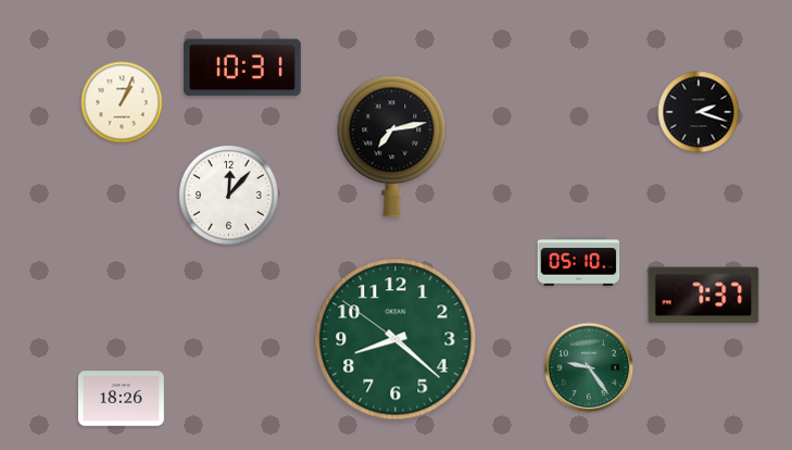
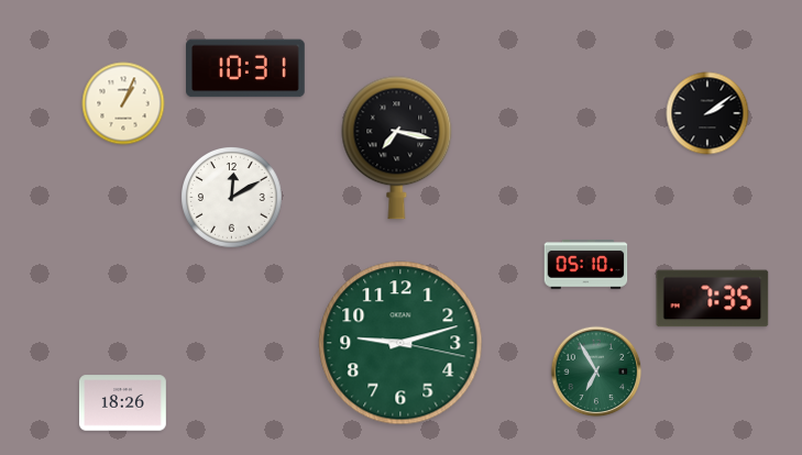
clock at (699, 112): 2:18 -> 2:09
clock at (392, 147): 7:13 -> 7:17
clock at (229, 196): 12:07 -> 12:10
clock at (704, 296): 7:37 -> 7:35
clock at (395, 339): 8:21 -> 9:12
clock at (589, 367): 9:24 -> 6:55
